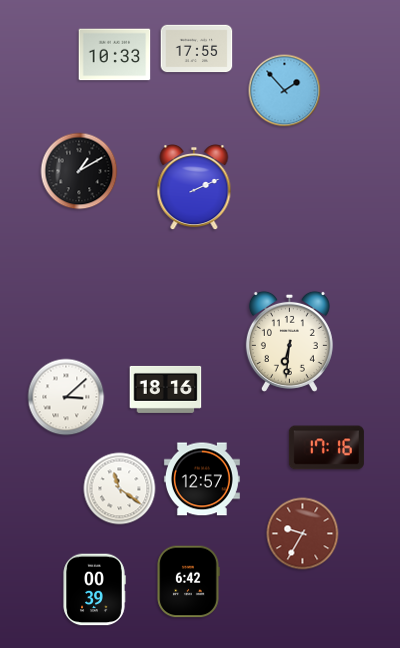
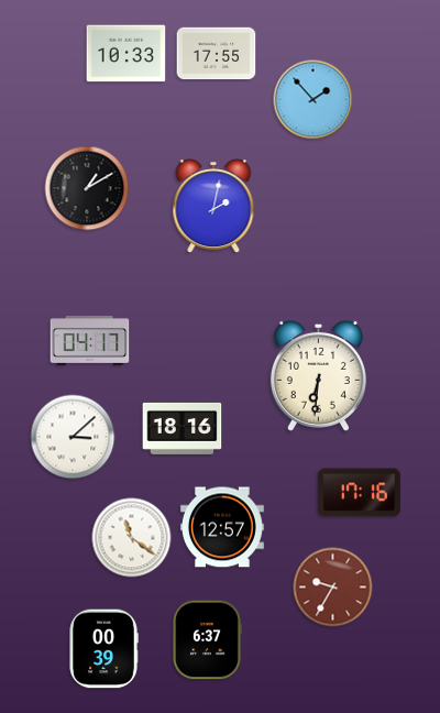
clock at (115, 55) position: (115, 55) -> (127, 54)
clock at (194, 187): 2:11 -> 2:02
clock at (90, 340): none -> 04:17
clock at (188, 582): 6:42 -> 6:37
